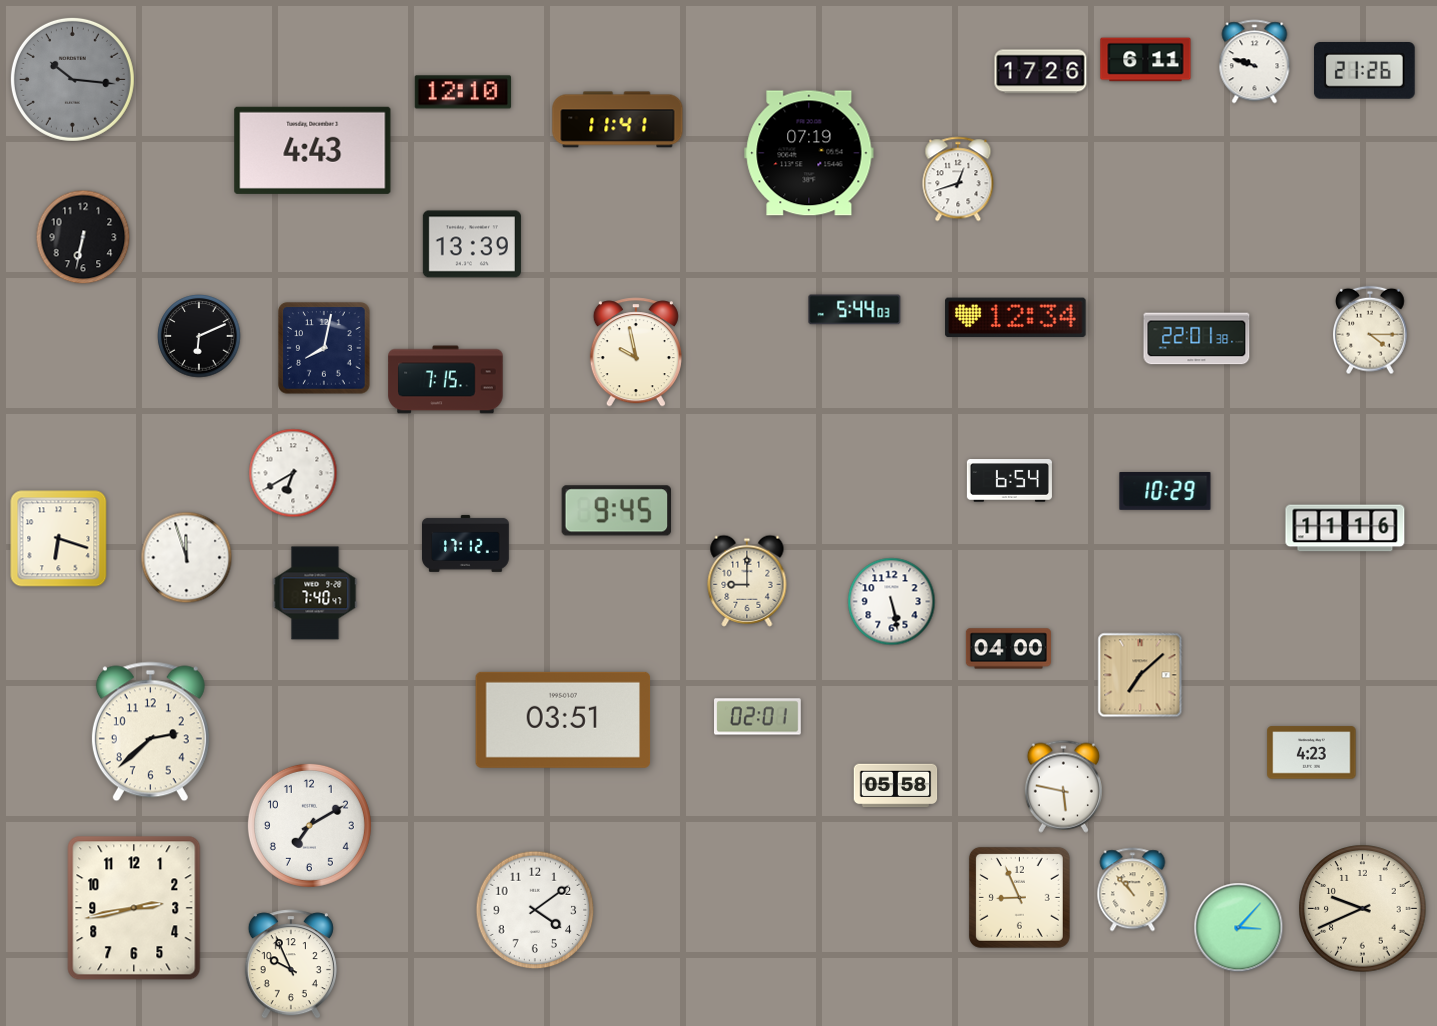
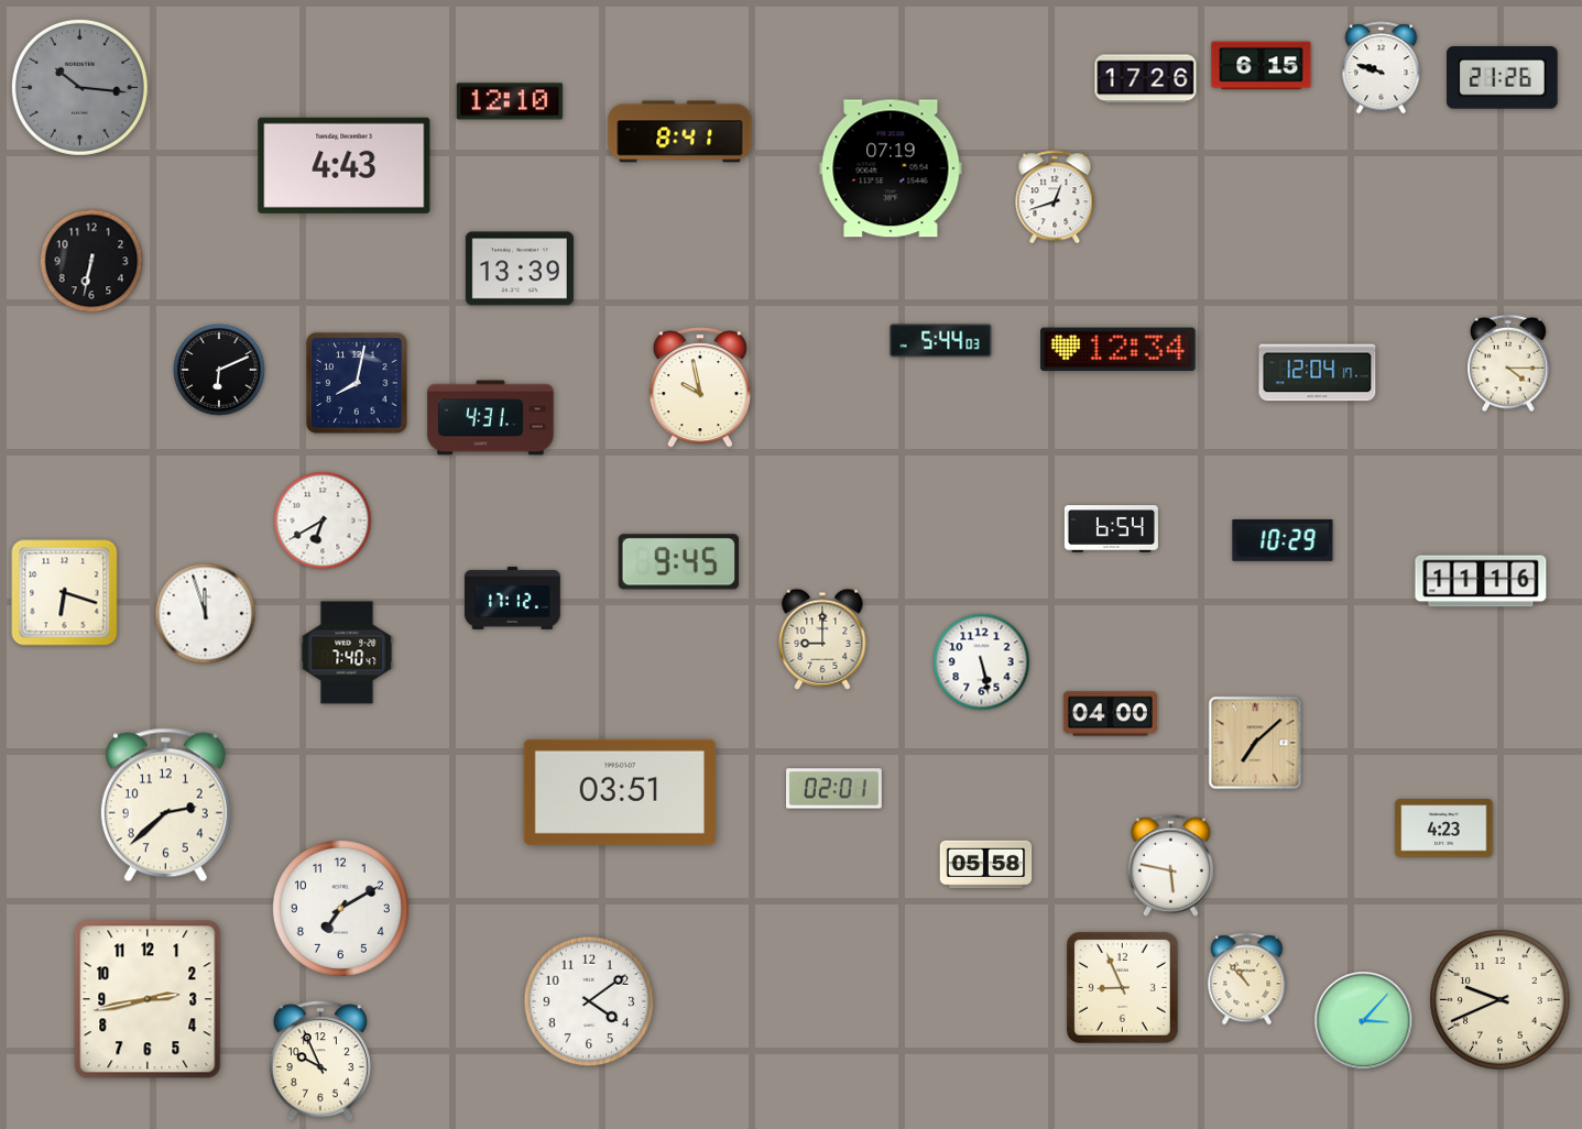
clock at (1146, 60): 6:11 -> 6:15
clock at (618, 120): 11:41 -> 8:41
clock at (1197, 339): 22:01 -> 12:04
clock at (446, 380): 7:15 -> 4:31
